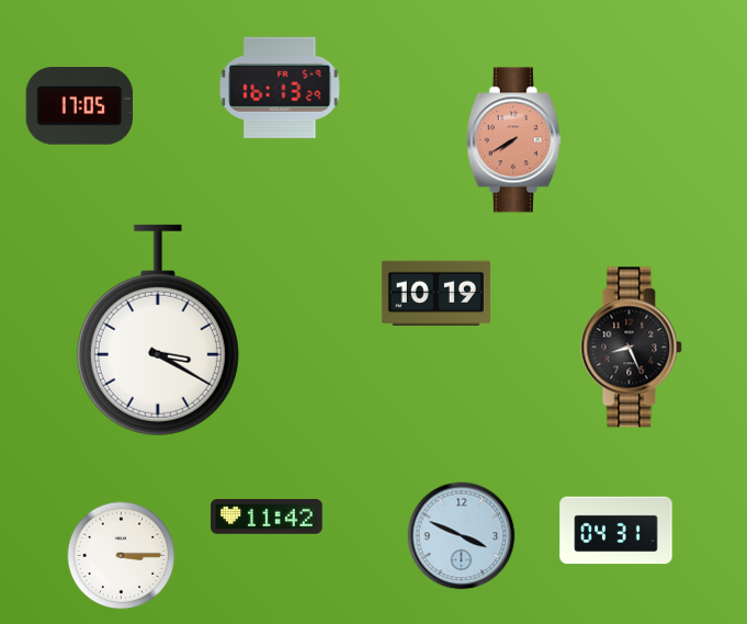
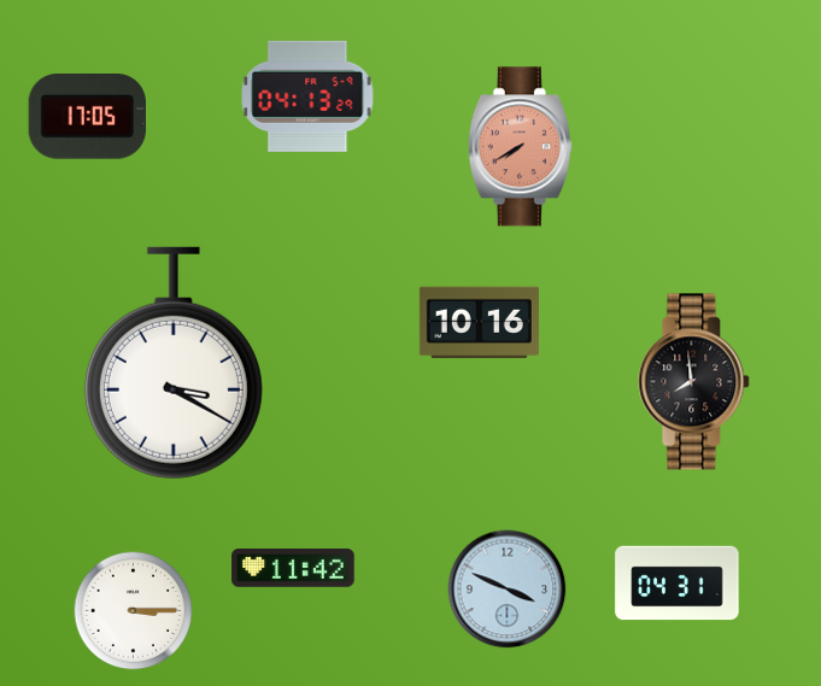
clock at (280, 88): 16:13 -> 04:13
clock at (513, 140) position: (513, 140) -> (520, 147)
clock at (435, 294): 10:19 -> 10:16
clock at (632, 348): 8:26 -> 7:59
